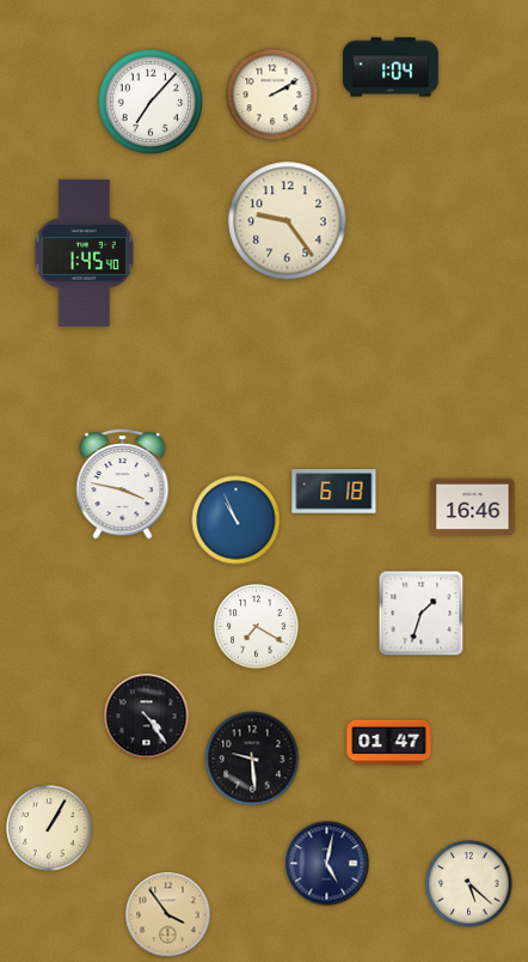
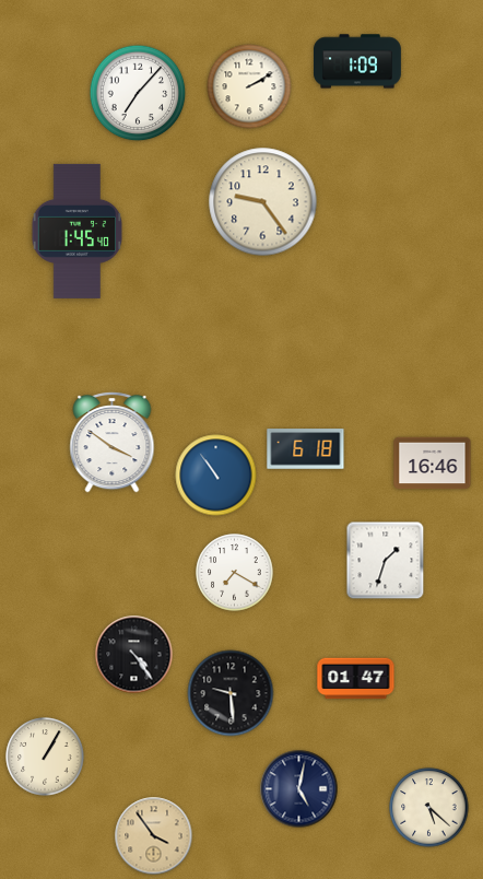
clock at (391, 67): 1:04 -> 1:09
clock at (123, 483): 3:47 -> 3:51
clock at (237, 520): 10:56 -> 10:54
